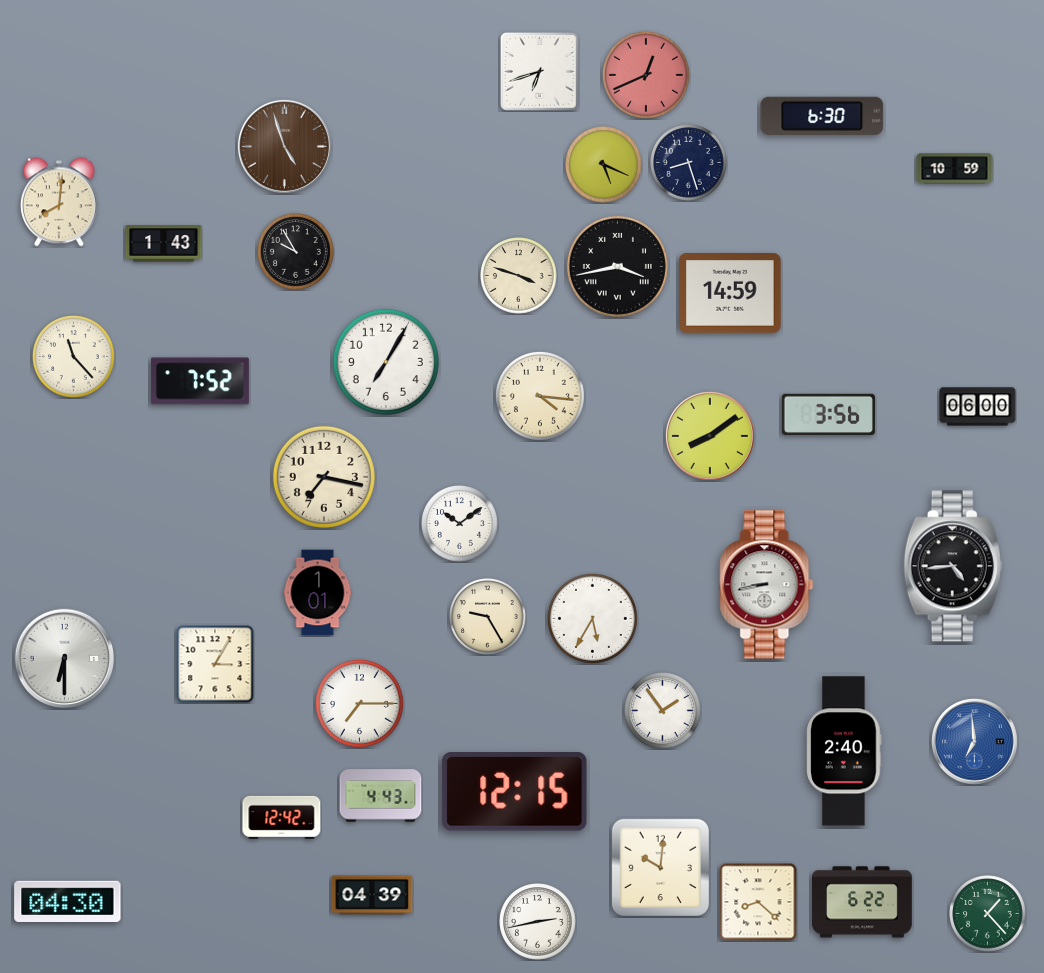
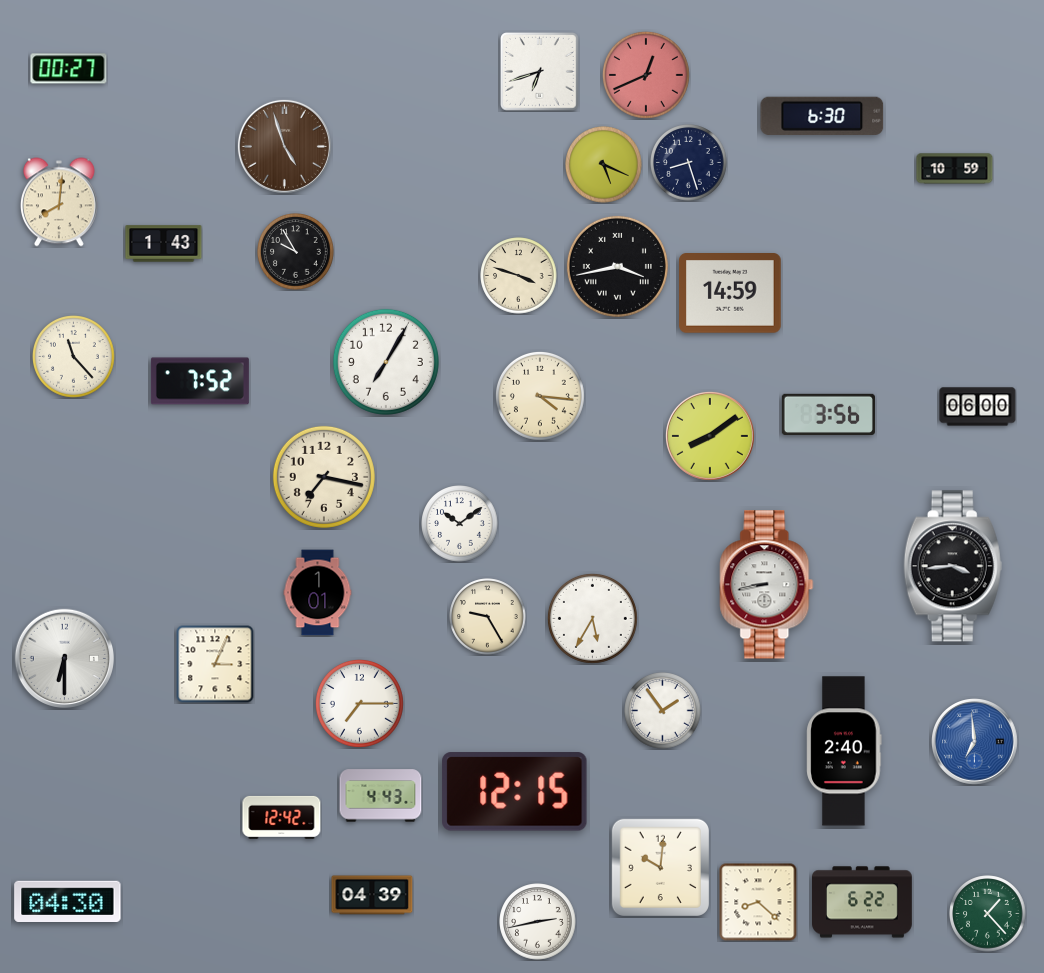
clock at (69, 69): none -> 00:27
clock at (953, 566): 4:44 -> 3:44
clock at (215, 664): 3:05 -> 3:04
